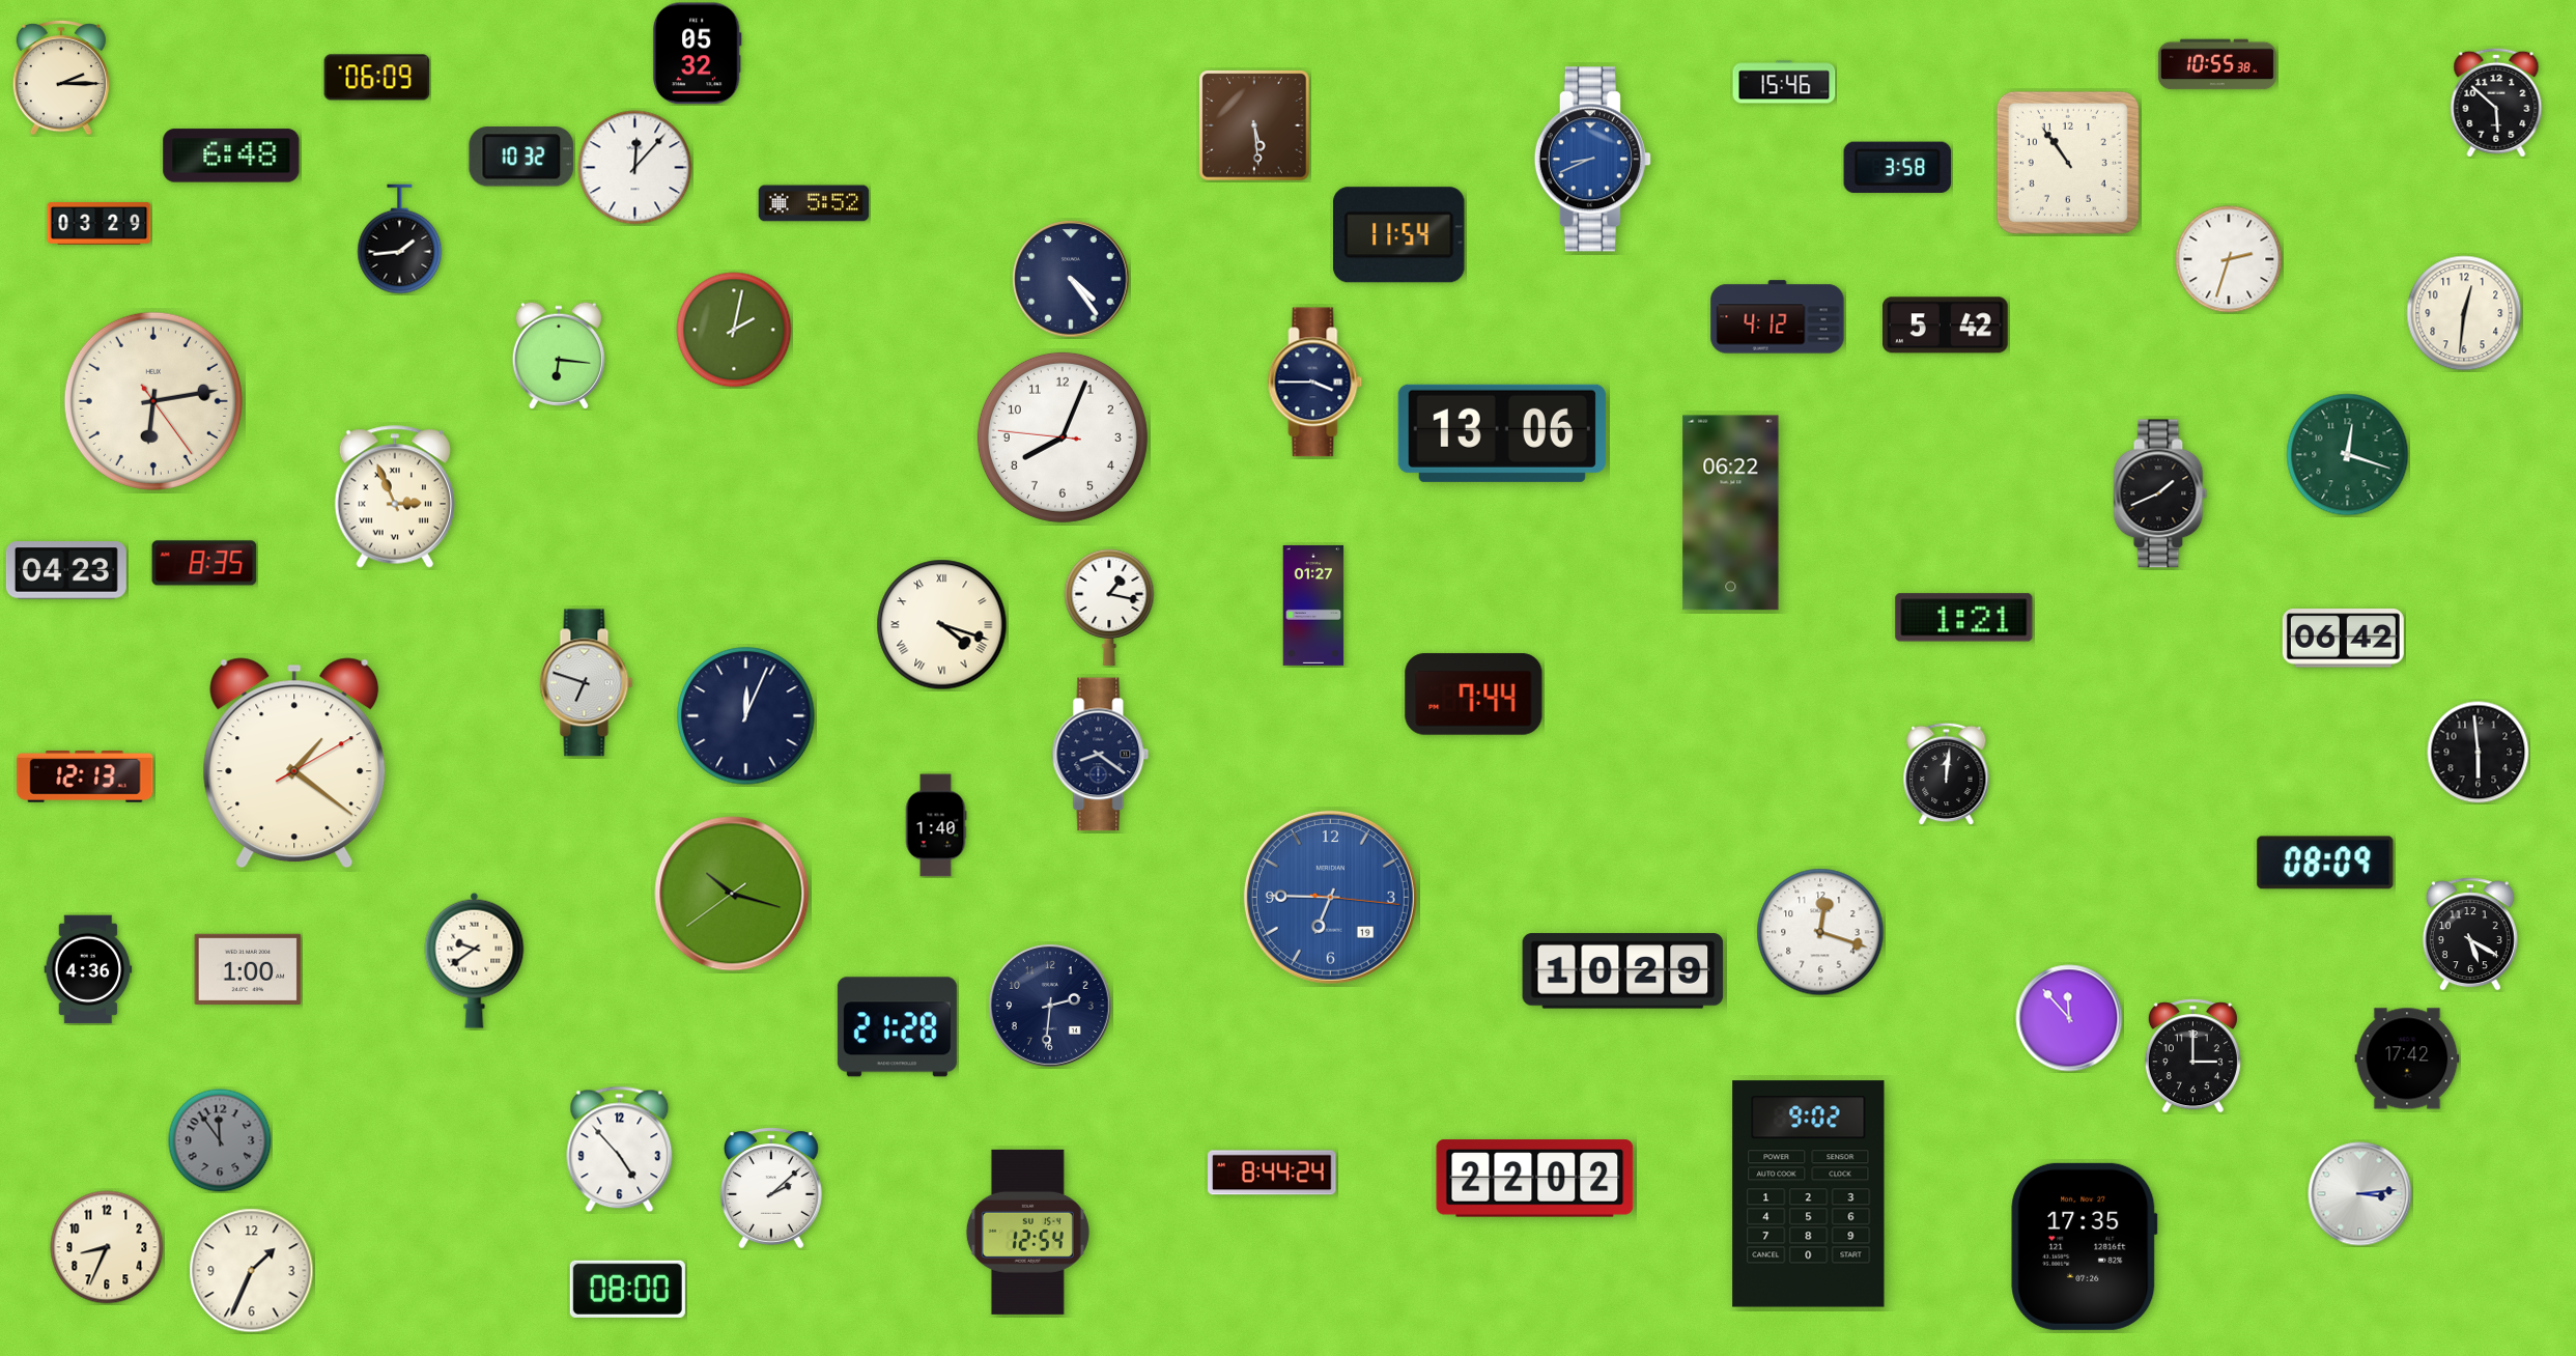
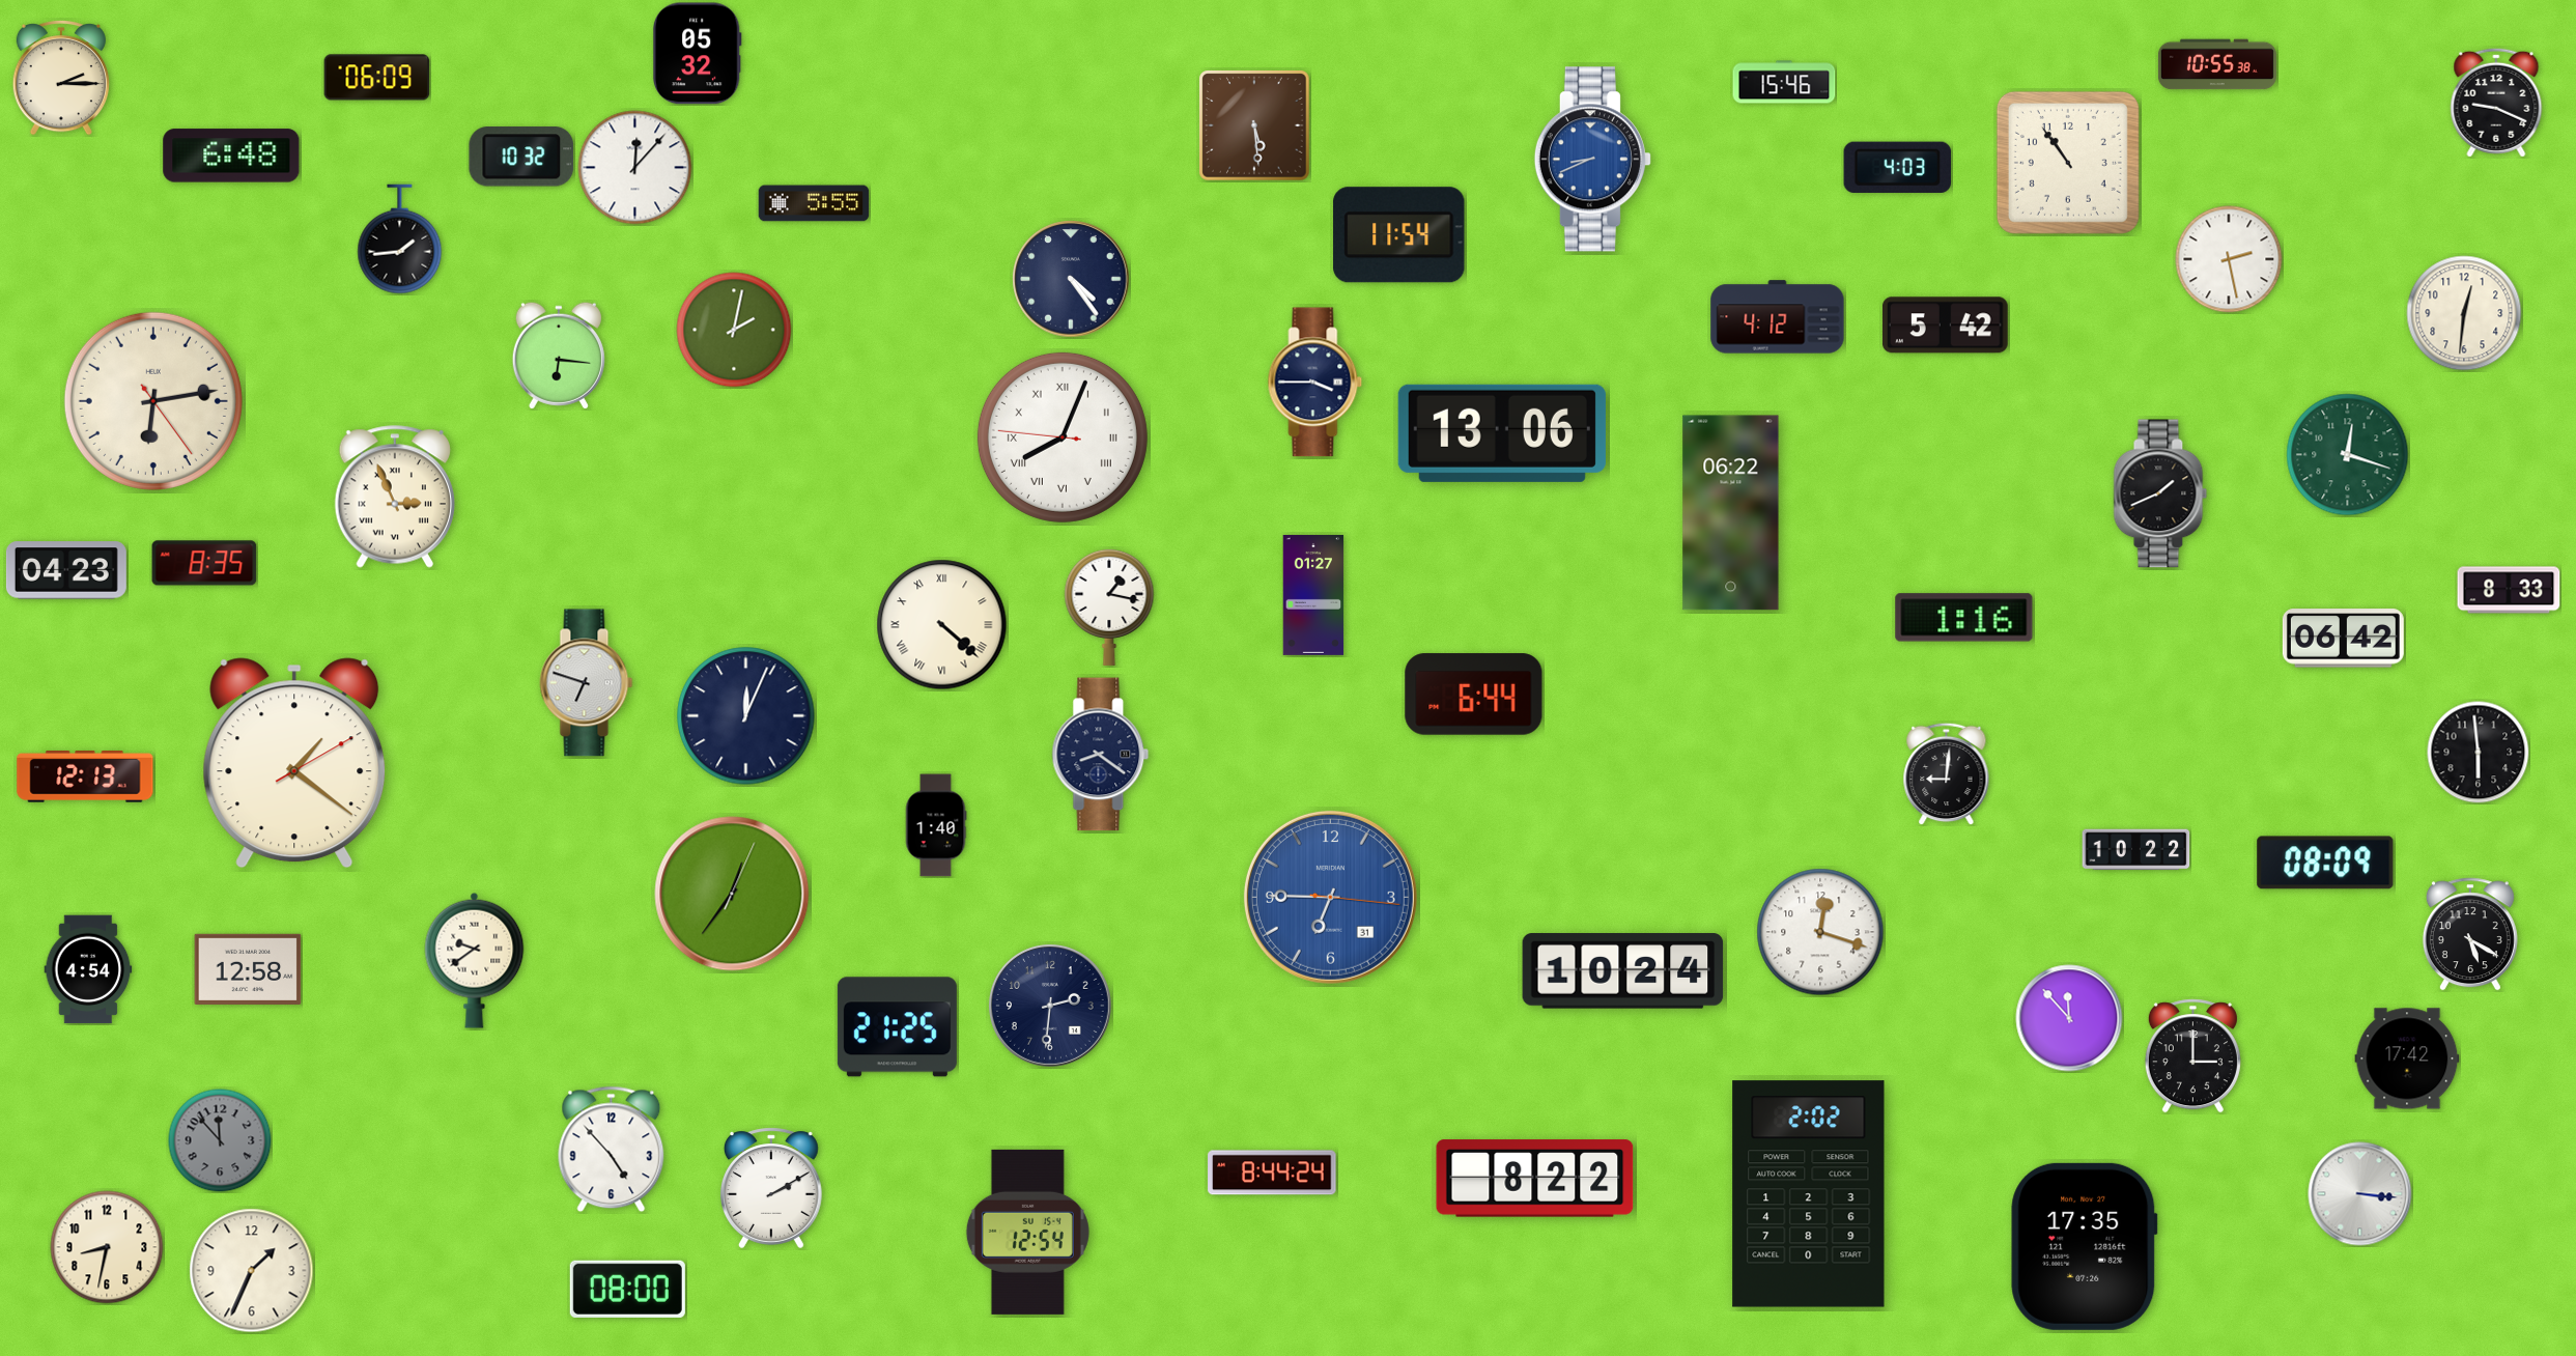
clock at (2496, 103): 5:52 -> 9:19
clock at (1898, 167): 3:58 -> 4:03
clock at (814, 203): 5:52 -> 5:55
clock at (100, 224): 03:29 -> none
clock at (2229, 259): 2:33 -> 2:28
clock at (1063, 437) numerals: Arabic -> Roman
clock at (2509, 590): none -> 8:33
clock at (1313, 605) position: (1313, 605) -> (1313, 595)
clock at (1964, 618): 1:21 -> 1:16
clock at (942, 625): 4:18 -> 4:22
clock at (1474, 695): 7:44 -> 6:44
clock at (1947, 773): 12:01 -> 9:01
clock at (2136, 850): none -> 10:22
clock at (732, 894): 10:17 -> 12:36
clock at (1330, 897) date: 19 -> 31
clock at (88, 969): 4:36 -> 4:54
clock at (248, 969): 1:00 -> 12:58
clock at (1623, 971): 10:29 -> 10:24
clock at (897, 1027): 21:28 -> 21:25
clock at (220, 1140): 11:54 -> 11:53
clock at (620, 1150) position: (620, 1150) -> (612, 1150)
clock at (1535, 1179): 22:02 -> 8:22
clock at (771, 1188): 2:08 -> 2:10
clock at (1809, 1194): 9:02 -> 2:02
clock at (2360, 1194): 3:14 -> 3:16
clock at (107, 1247): 8:34 -> 8:32
